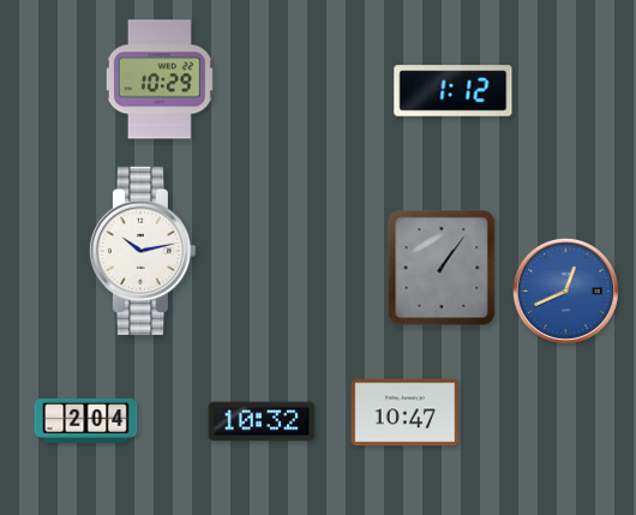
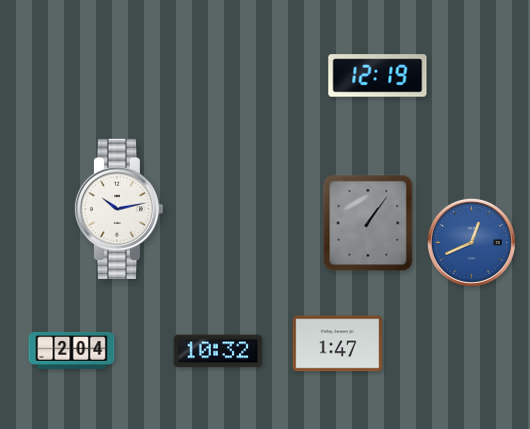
clock at (160, 79): 10:29 -> none
clock at (454, 91): 1:12 -> 12:19
clock at (406, 413): 10:47 -> 1:47
